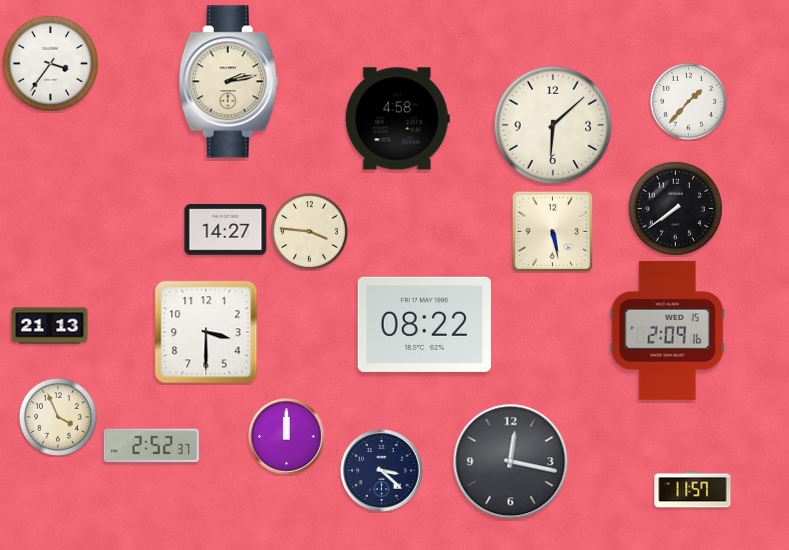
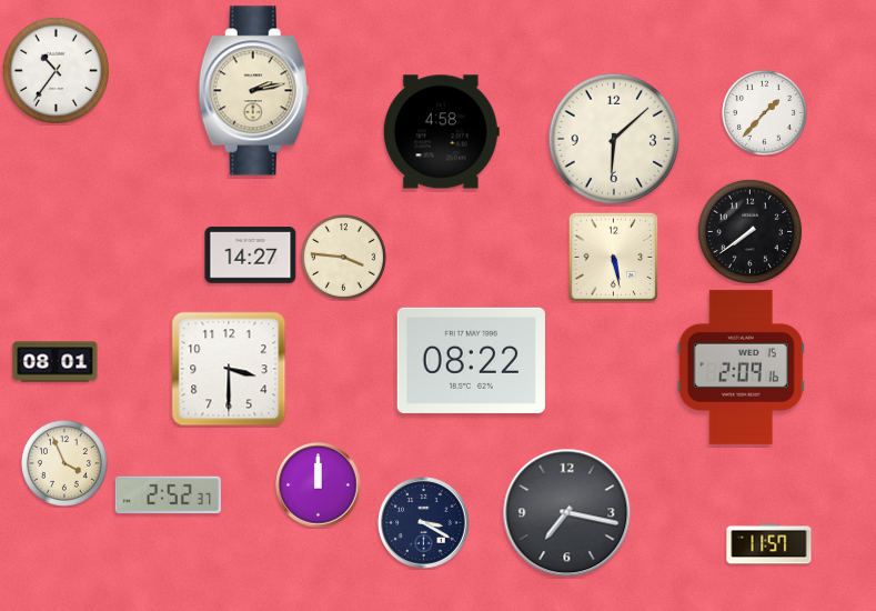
clock at (50, 63): 3:36 -> 10:36
clock at (50, 326): 21:13 -> 08:01
clock at (511, 462): 12:17 -> 7:17
clock at (382, 471): 3:22 -> 3:20
